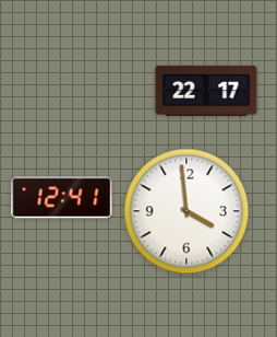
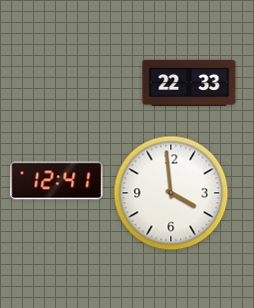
clock at (206, 91): 22:17 -> 22:33
